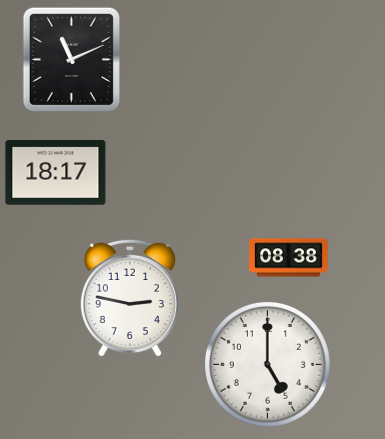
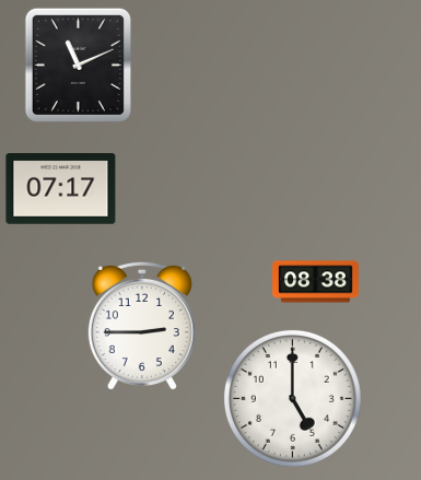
clock at (56, 173): 18:17 -> 07:17
clock at (130, 298): 2:47 -> 2:45
